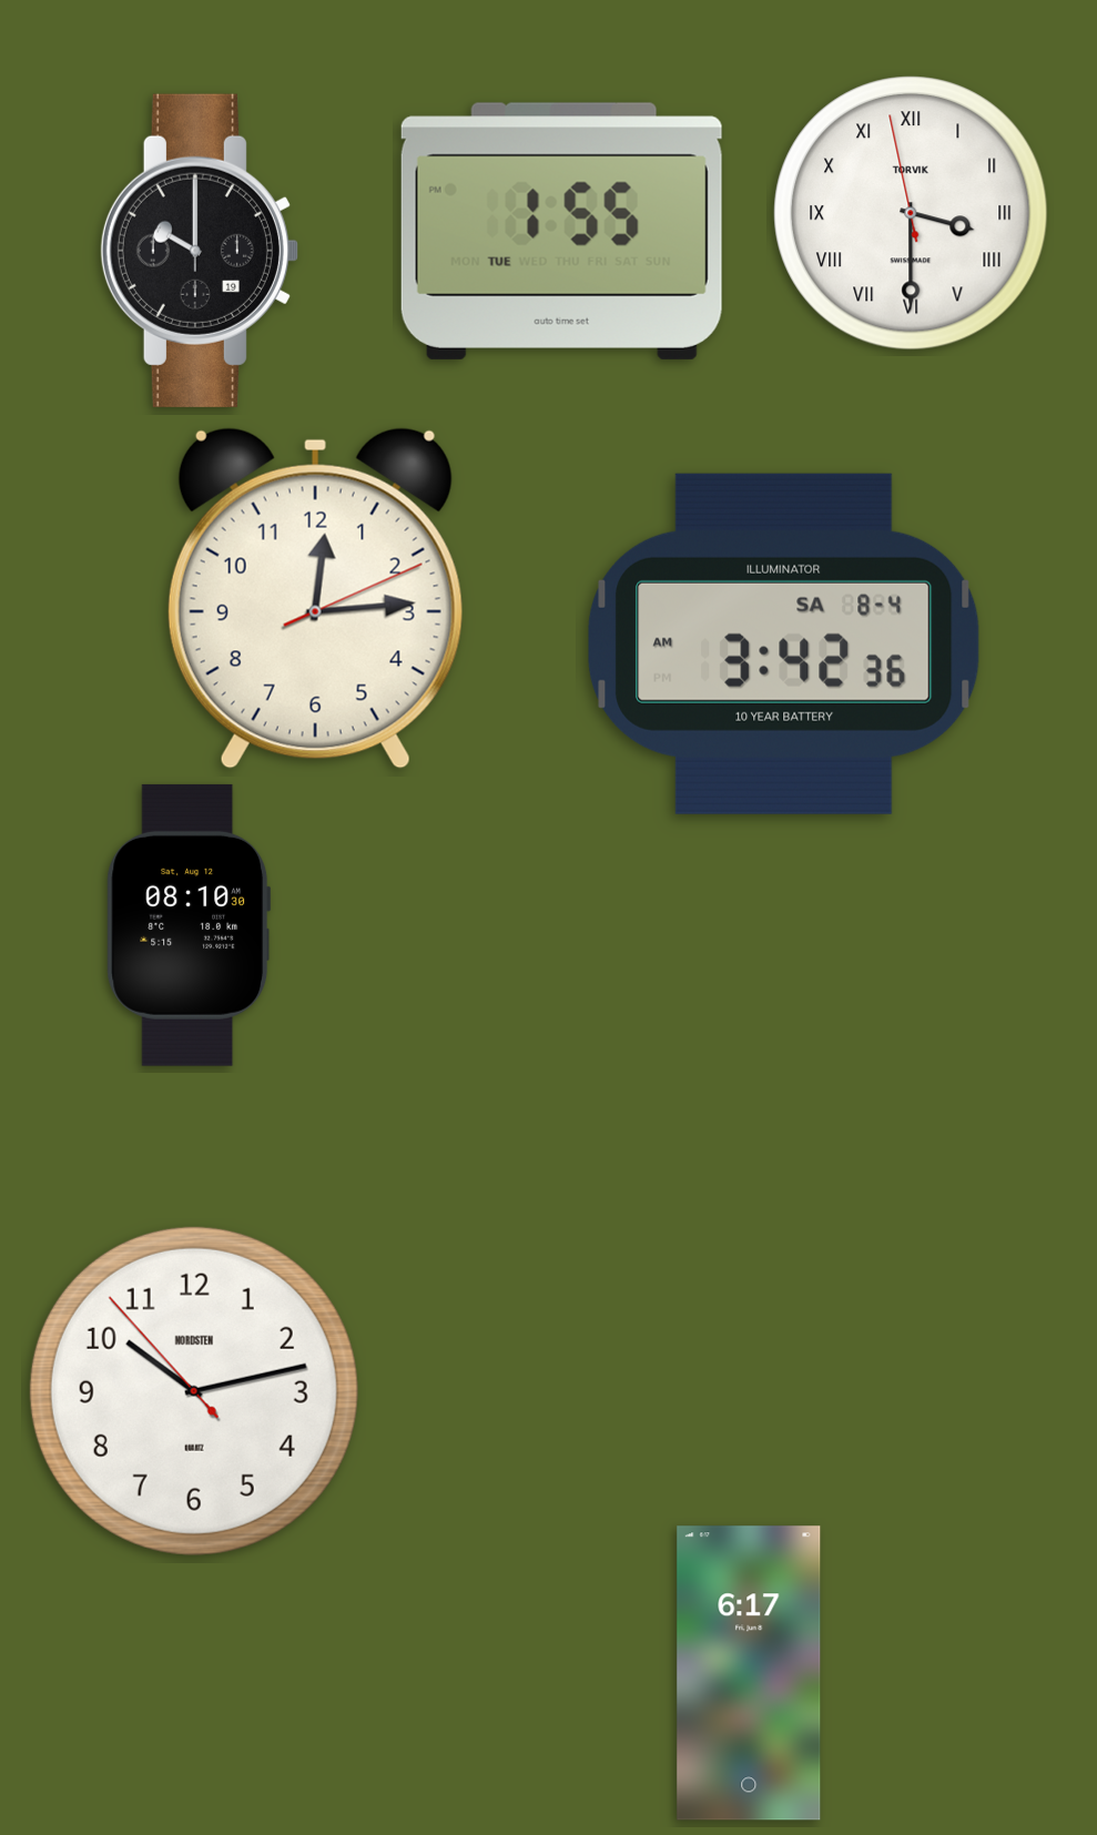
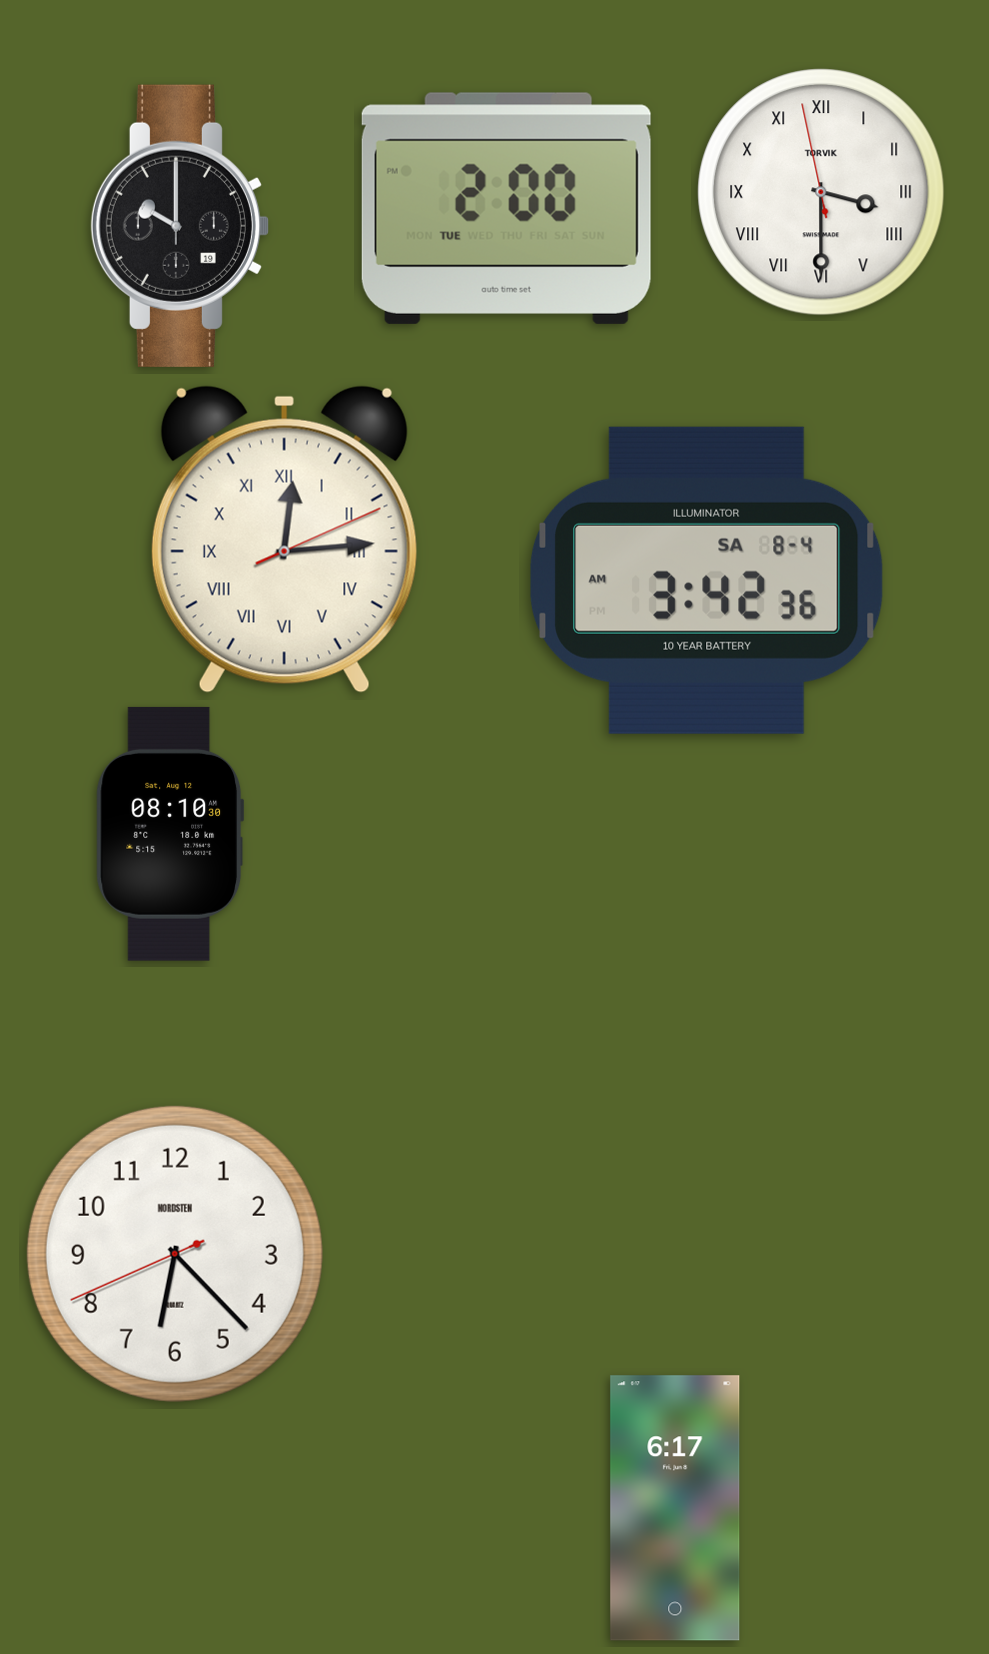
clock at (561, 231): 1:55 -> 2:00
clock at (315, 598) numerals: Arabic -> Roman
clock at (194, 1391): 10:12 -> 6:22
